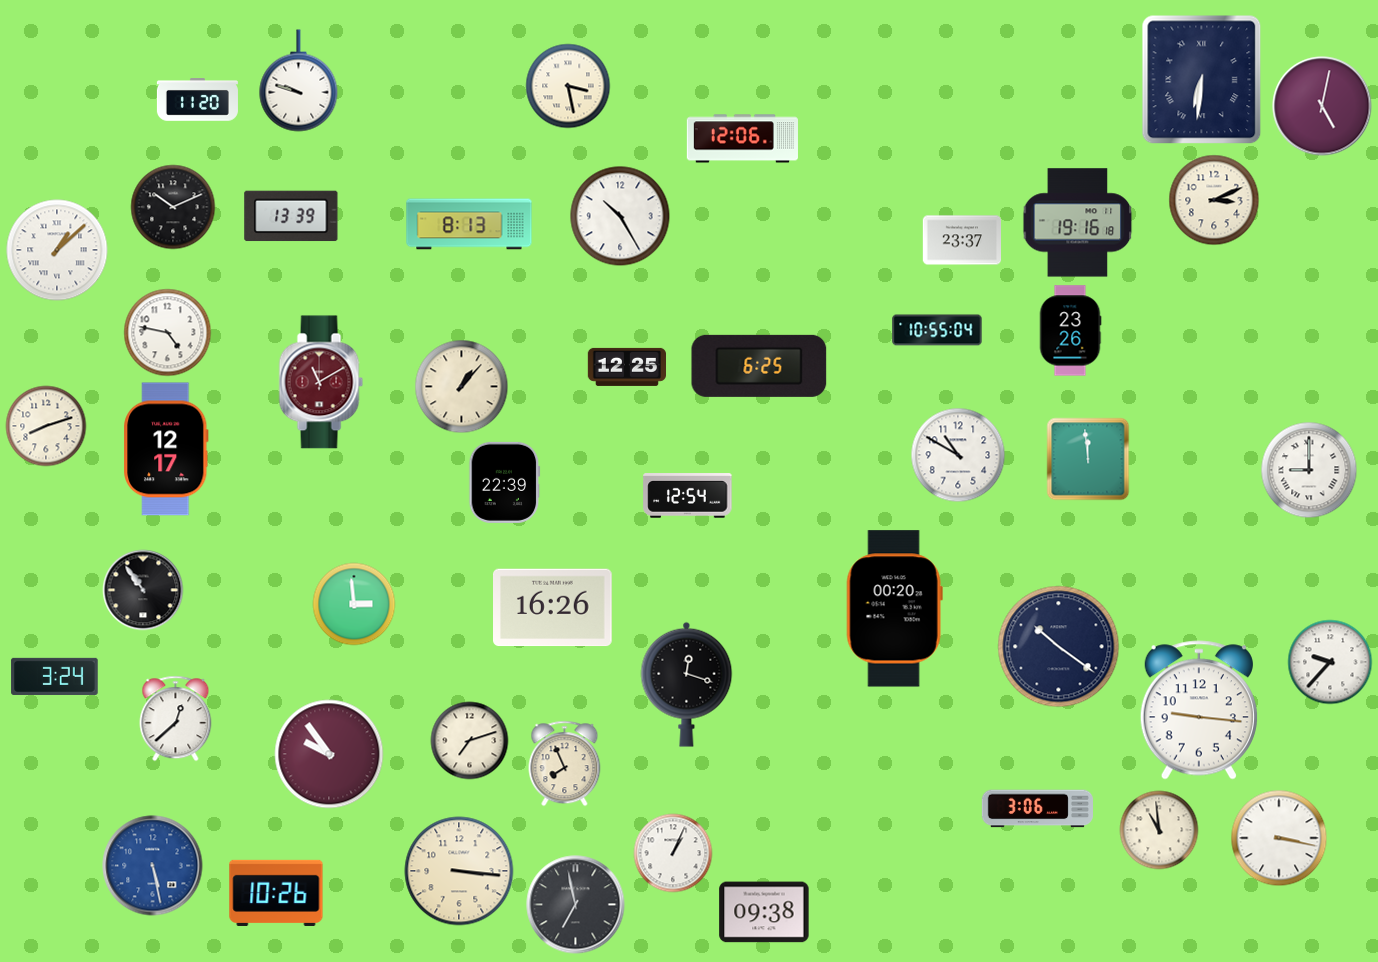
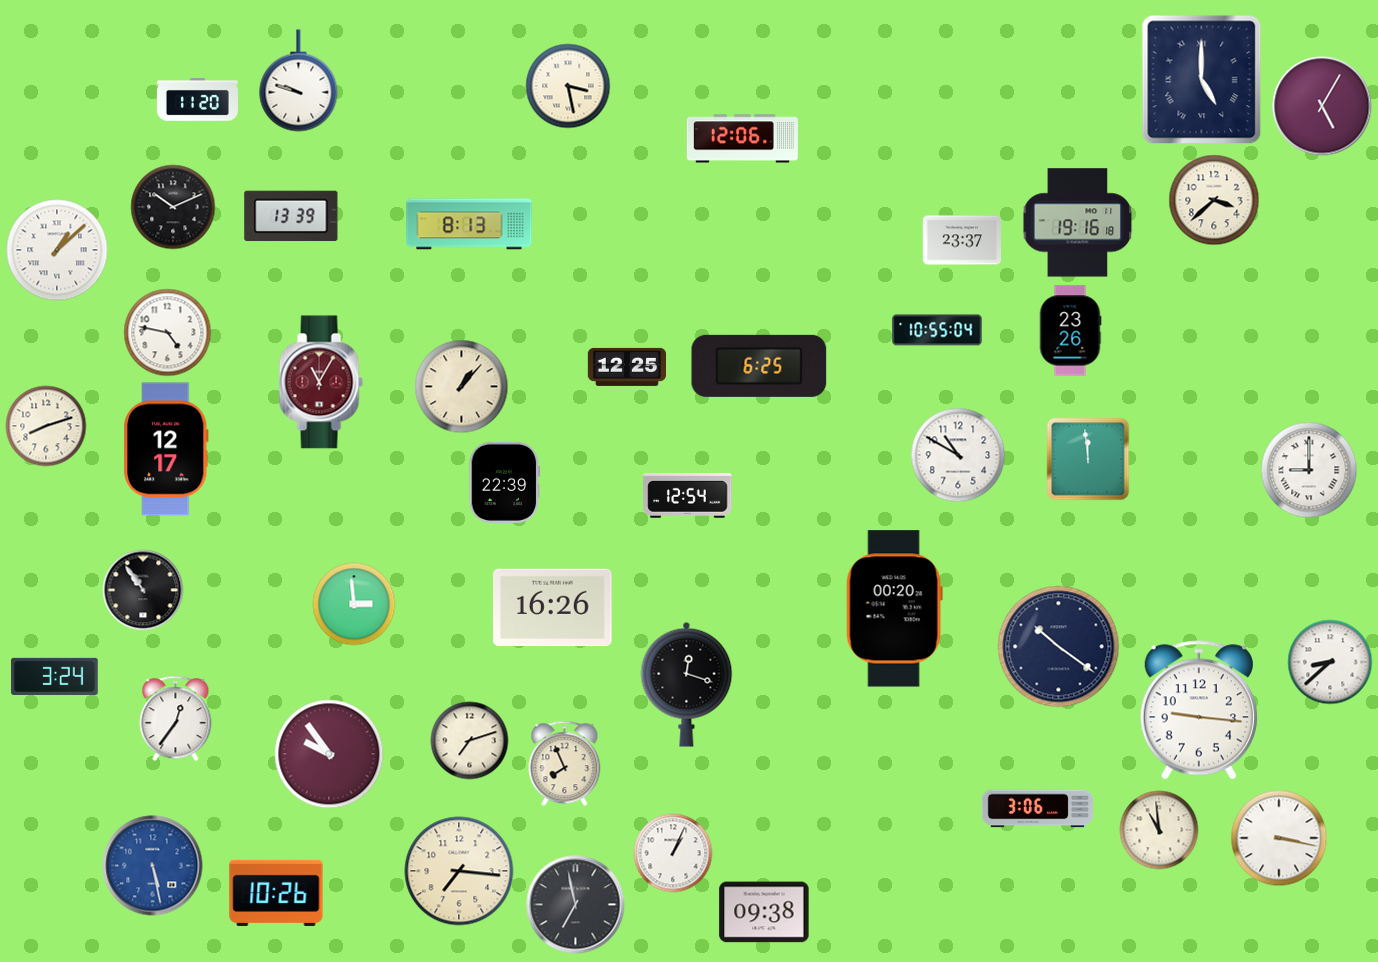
clock at (1202, 80): 6:31 -> 5:00
clock at (1322, 106): 5:02 -> 5:05
clock at (1214, 200): 3:11 -> 3:38
clock at (620, 216): 10:25 -> none
clock at (321, 382): 11:10 -> 11:05
clock at (1330, 662): 9:37 -> 8:38
clock at (176, 719): 12:38 -> 12:36
clock at (459, 871): 3:16 -> 7:16
